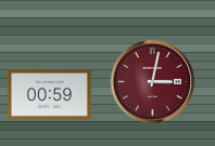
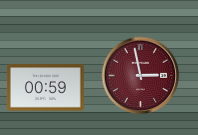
clock at (152, 81): 3:02 -> 2:58
